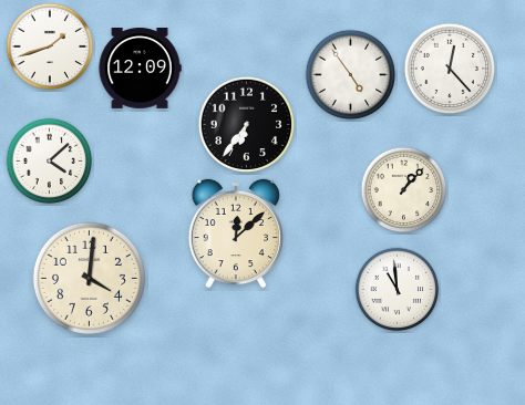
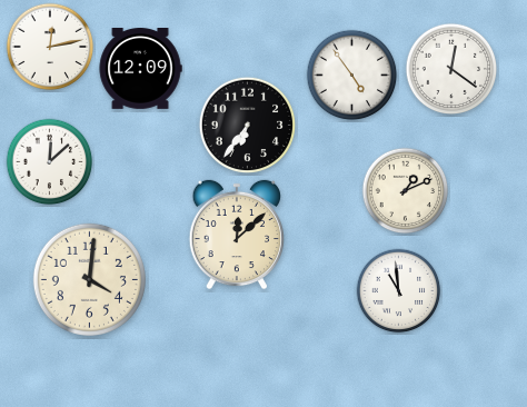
clock at (50, 46): 1:42 -> 12:13
clock at (450, 69): 12:23 -> 12:21
clock at (50, 162): 4:08 -> 12:08
clock at (404, 190): 1:07 -> 1:11
